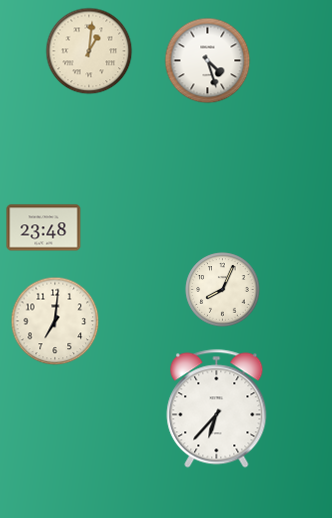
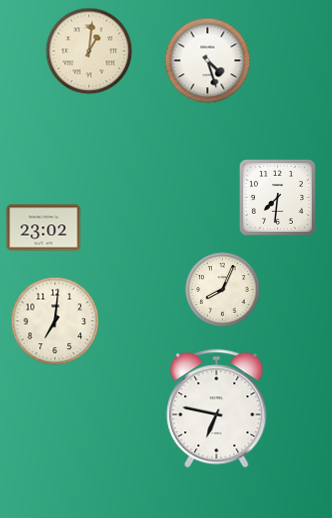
clock at (277, 197): none -> 7:31
clock at (44, 228): 23:48 -> 23:02
clock at (217, 409): 6:37 -> 6:47
